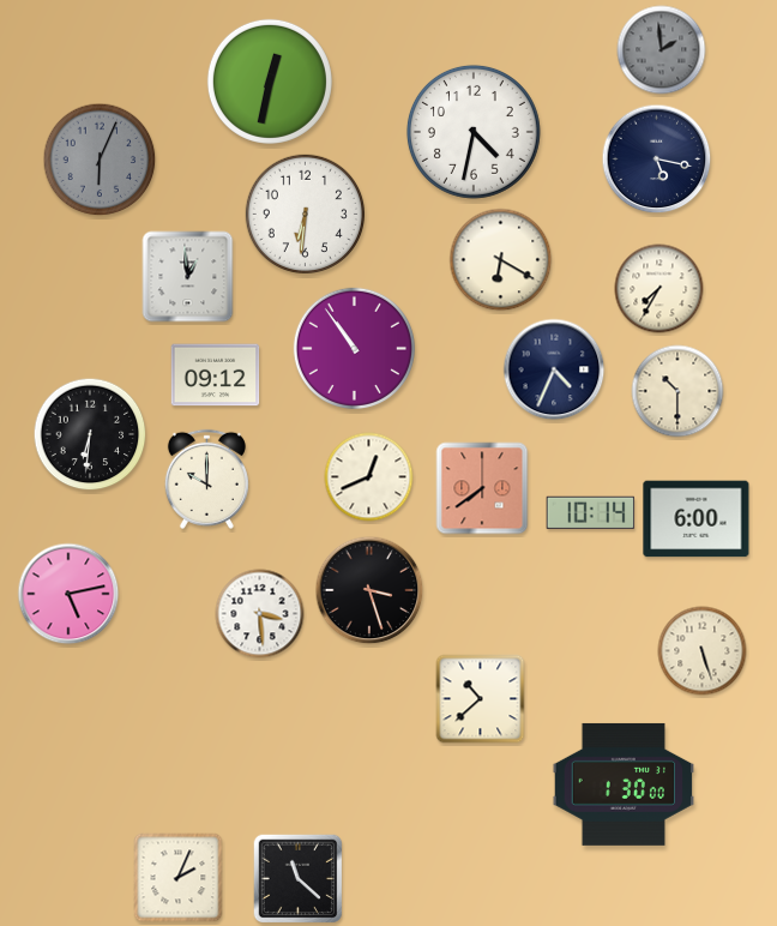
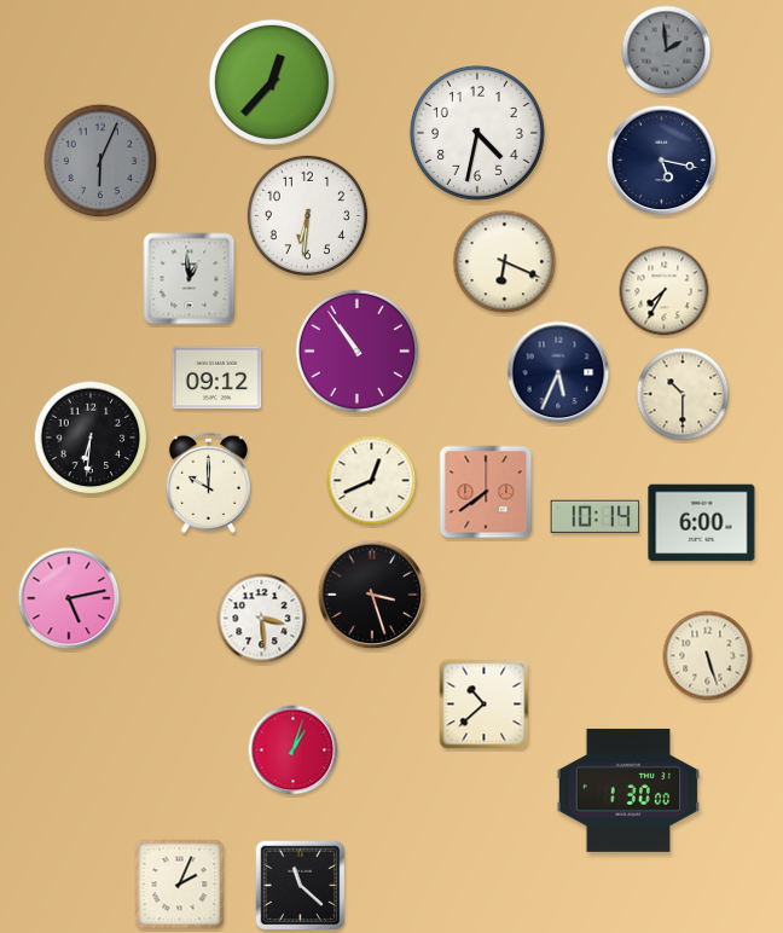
clock at (270, 82): 12:32 -> 12:37
clock at (501, 260): 6:20 -> 6:19
clock at (554, 369): 4:34 -> 5:34
clock at (294, 751): none -> 1:03
